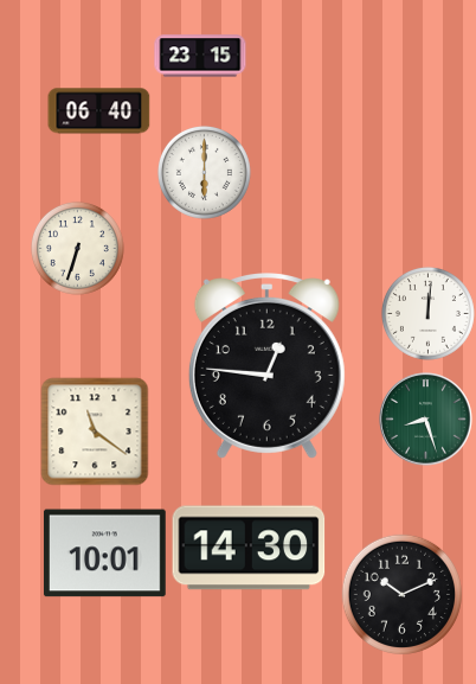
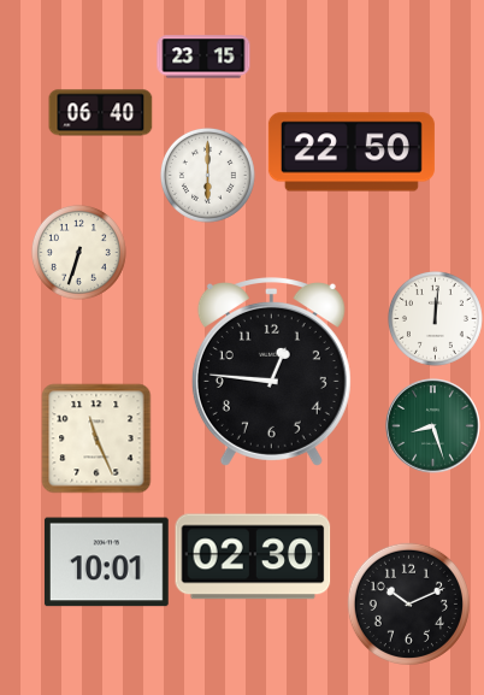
clock at (352, 152): none -> 22:50
clock at (95, 432): 11:21 -> 11:26
clock at (249, 548): 14:30 -> 02:30
